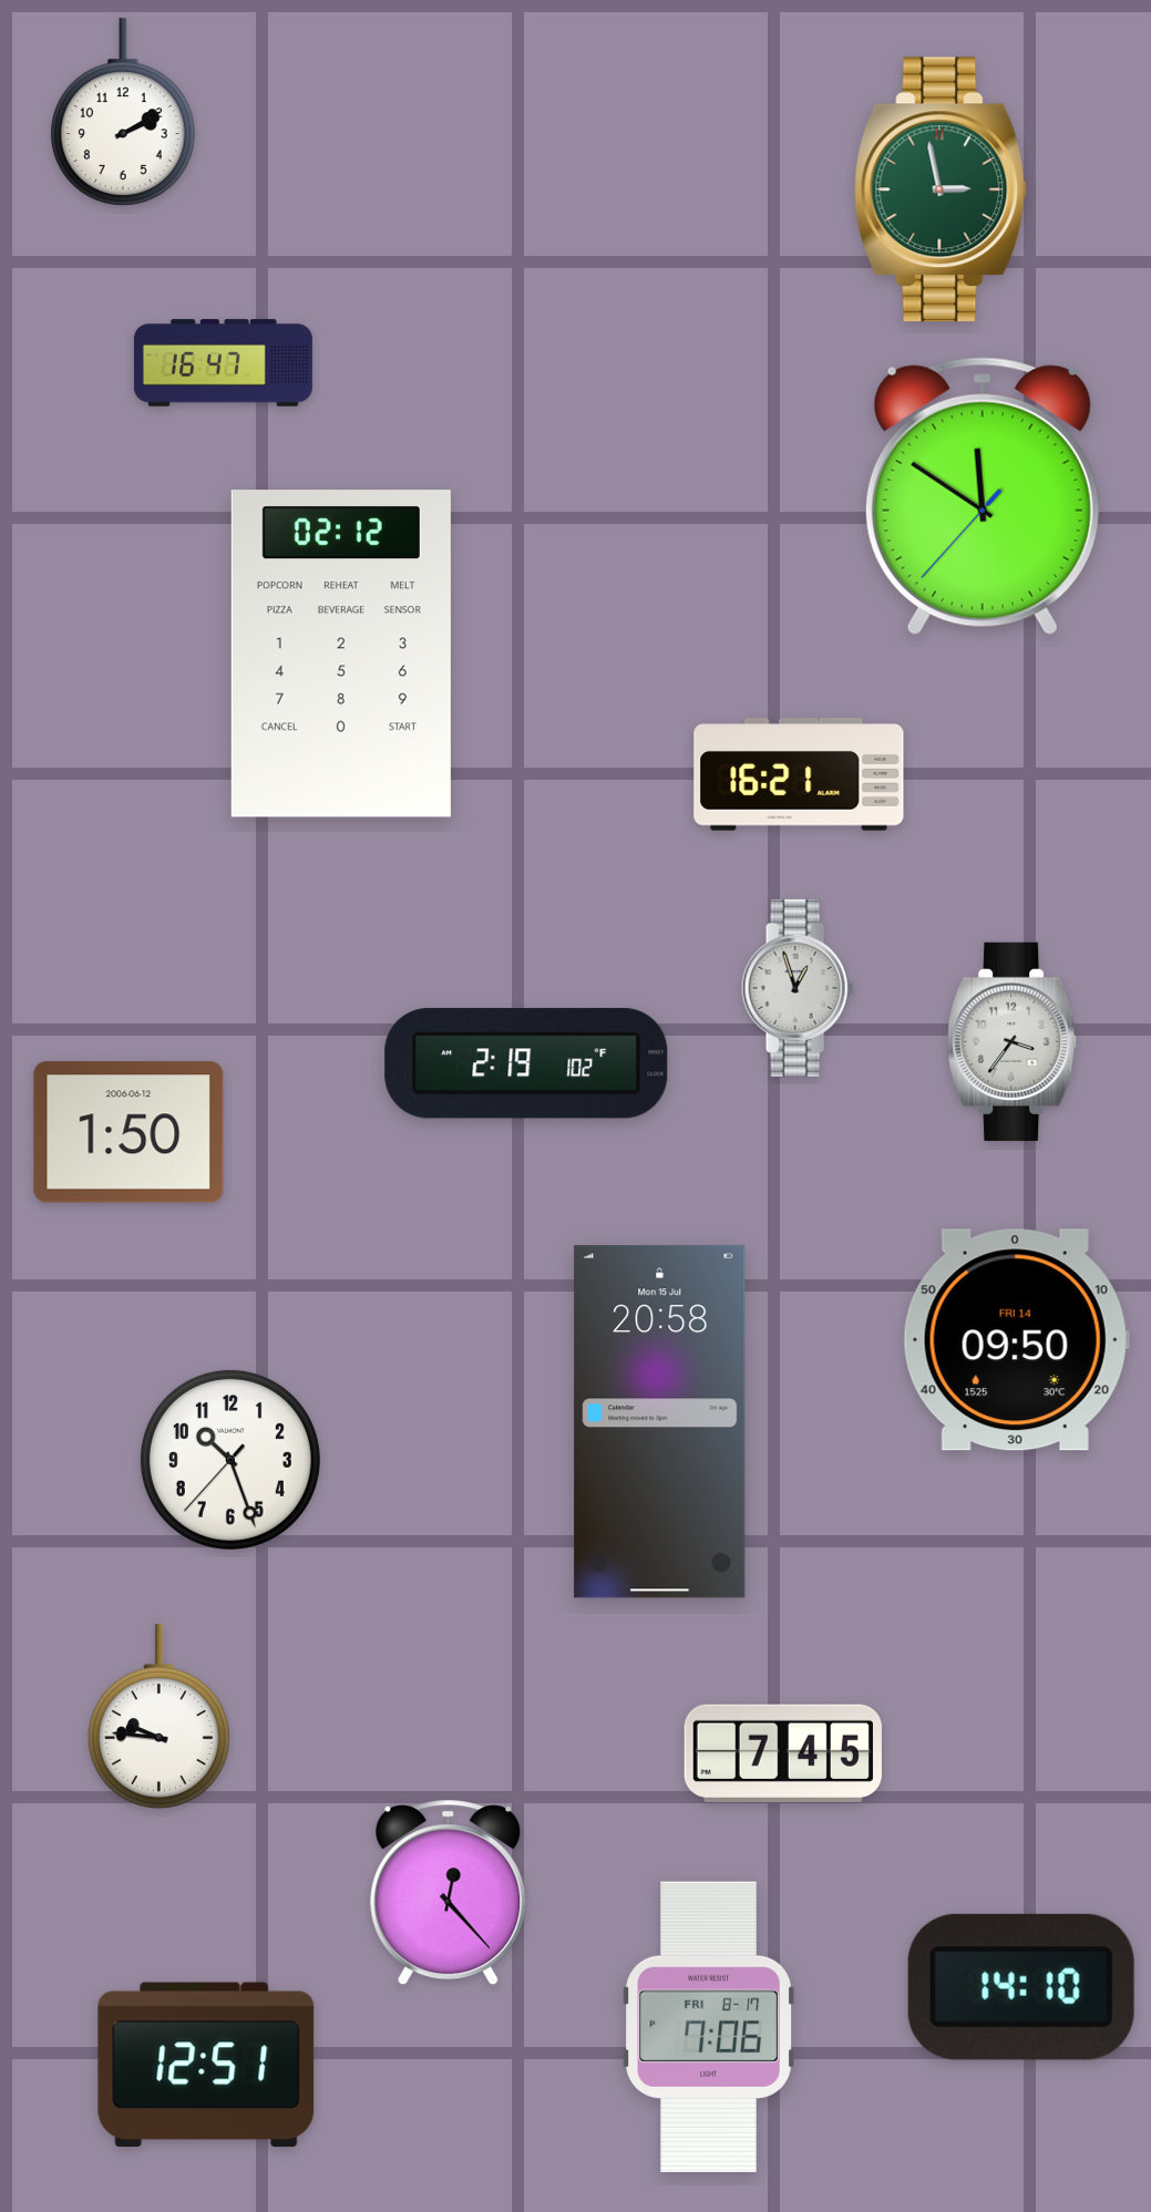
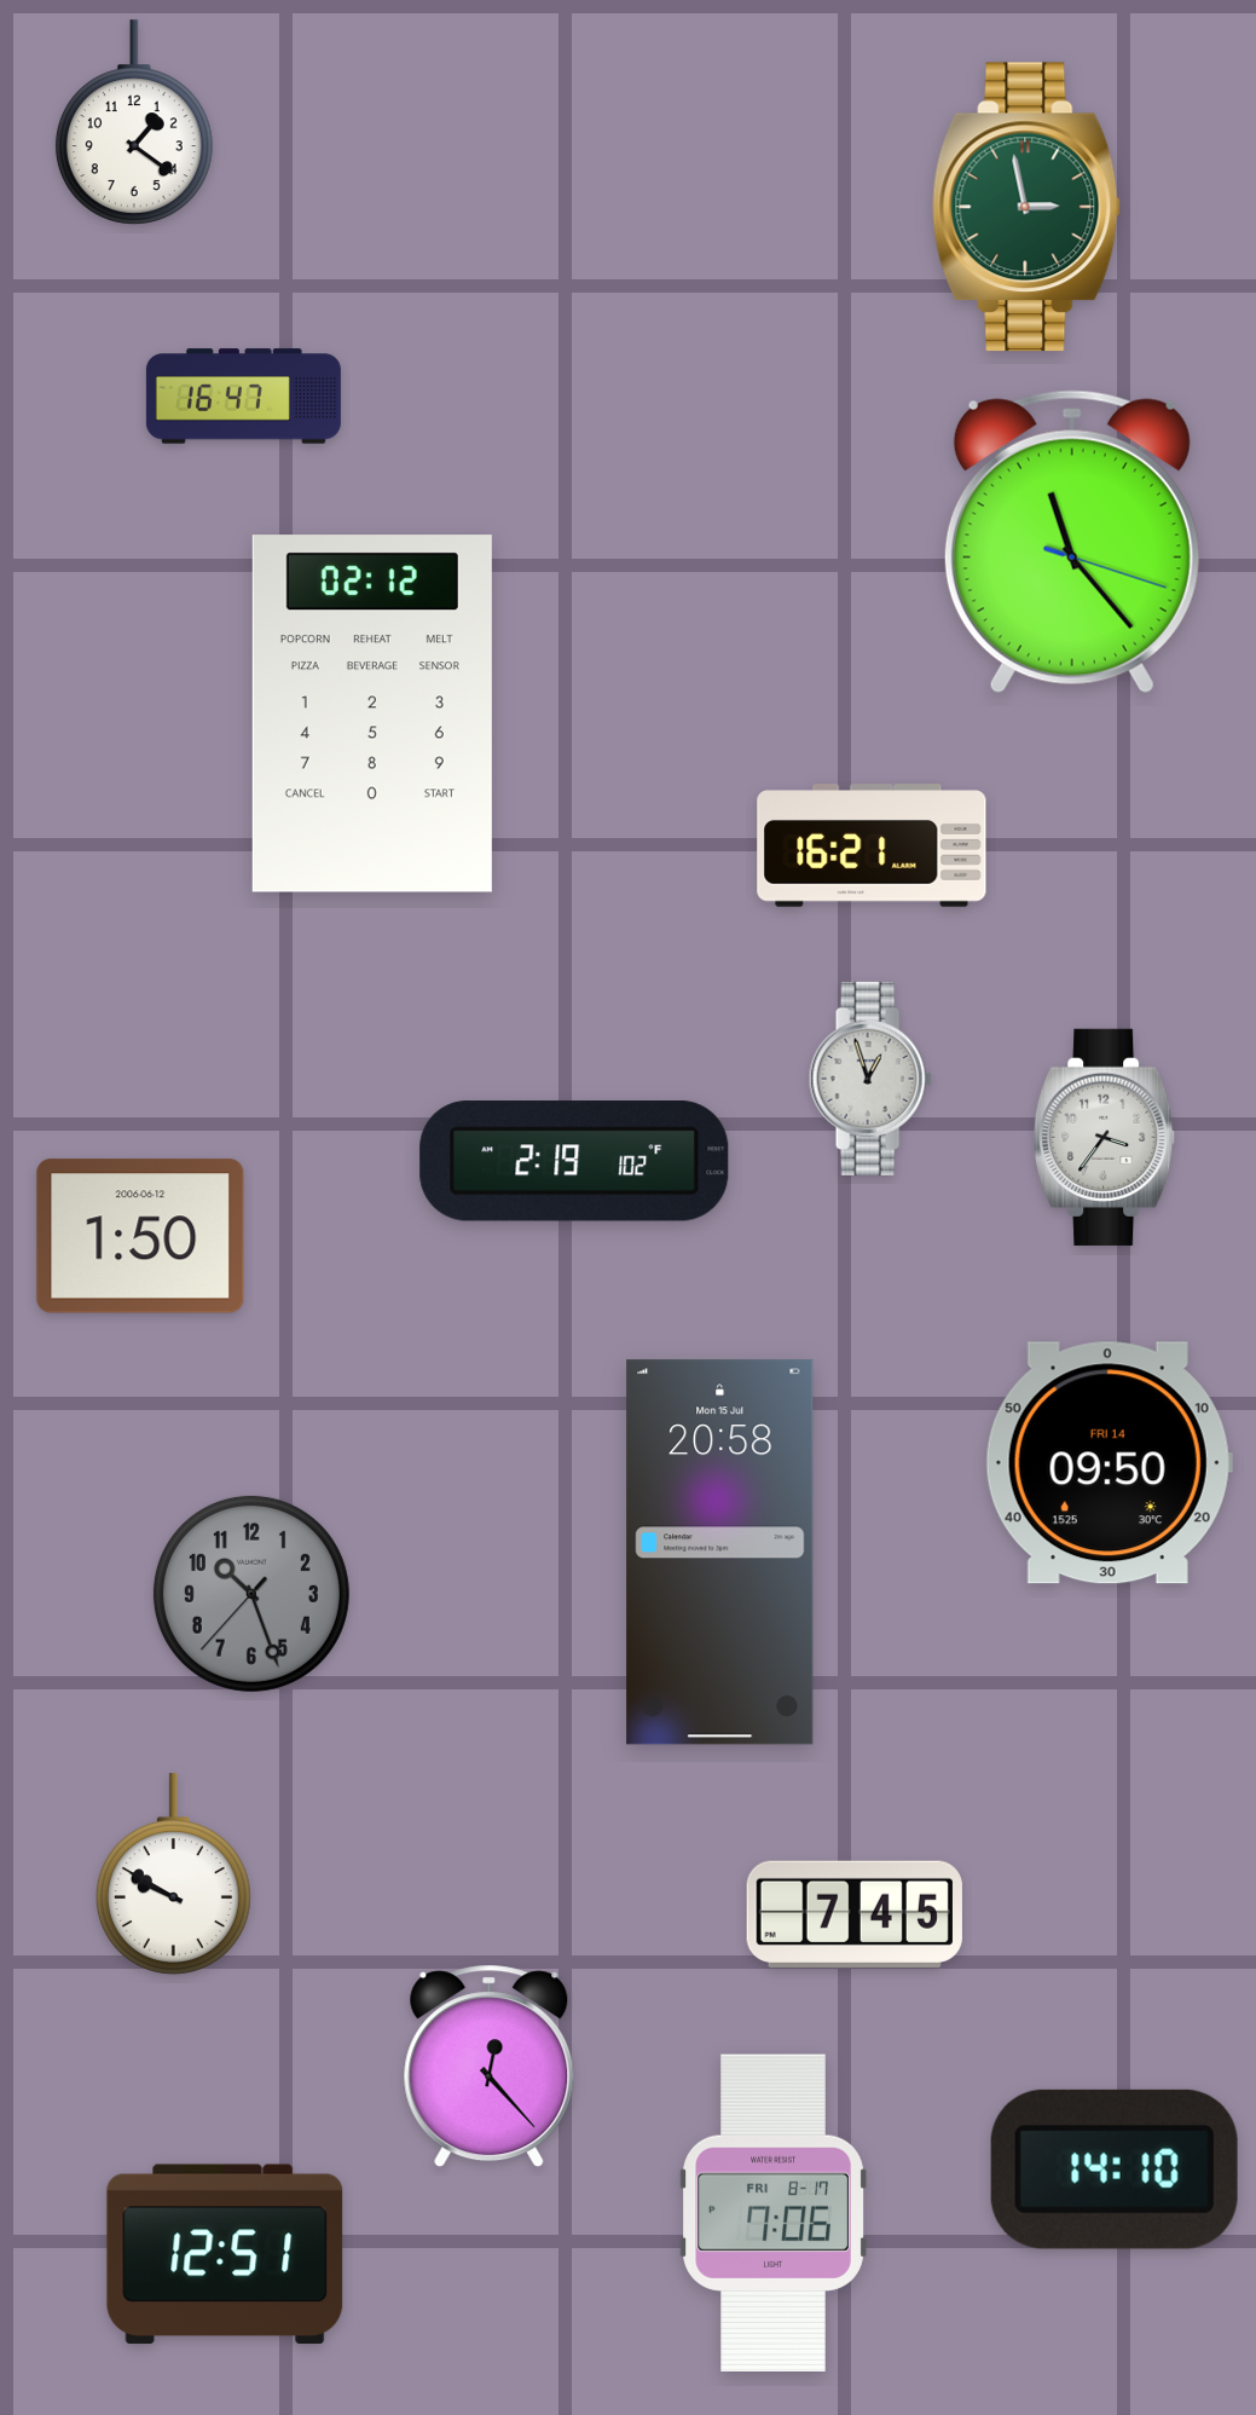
clock at (123, 112): 2:10 -> 1:21
clock at (983, 496): 11:50 -> 11:23
clock at (230, 1460) dial: white -> grey
clock at (158, 1717): 9:46 -> 9:50
